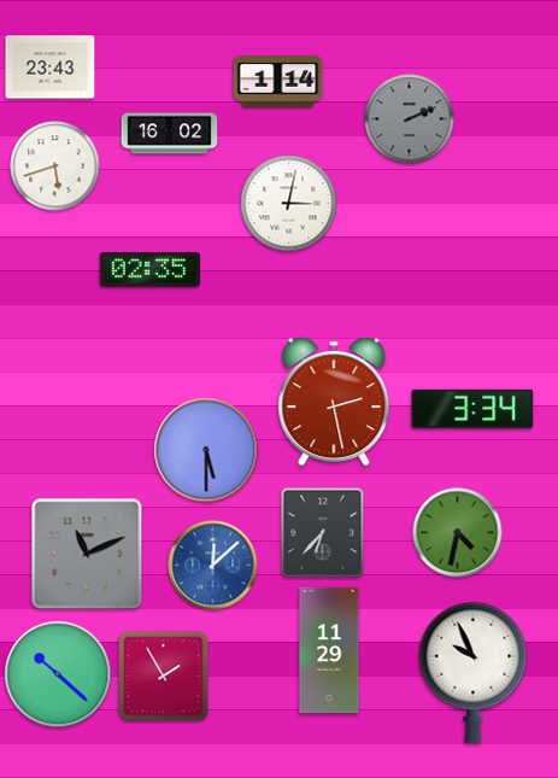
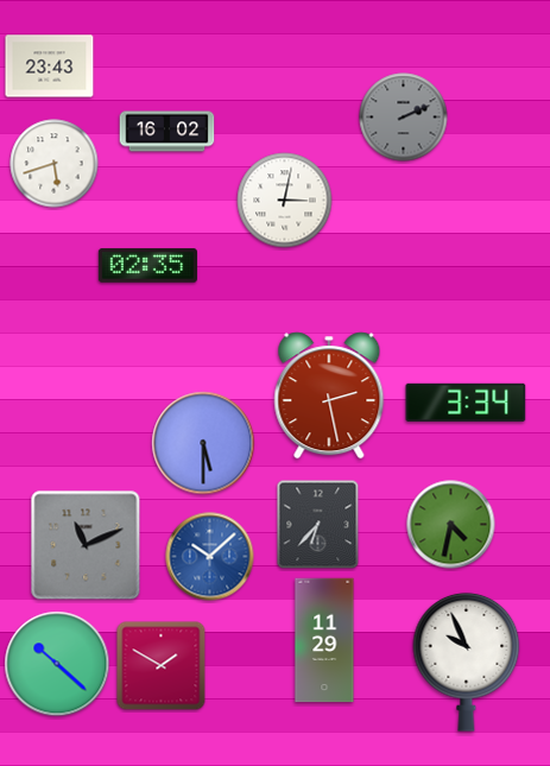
clock at (278, 82): 1:14 -> none
clock at (213, 566): 12:08 -> 10:08
clock at (164, 677): 1:55 -> 1:50
